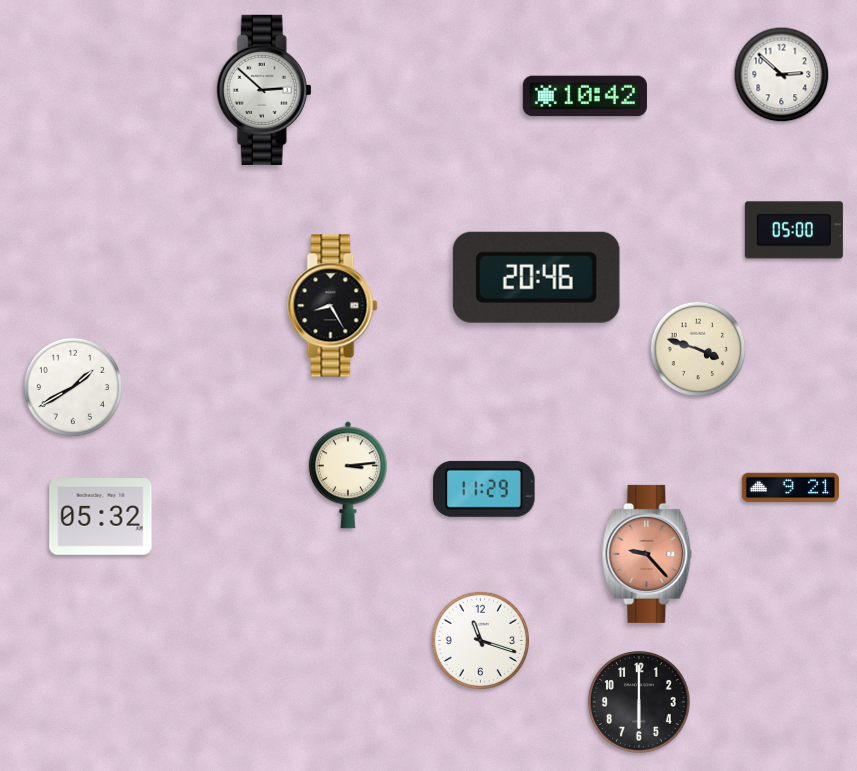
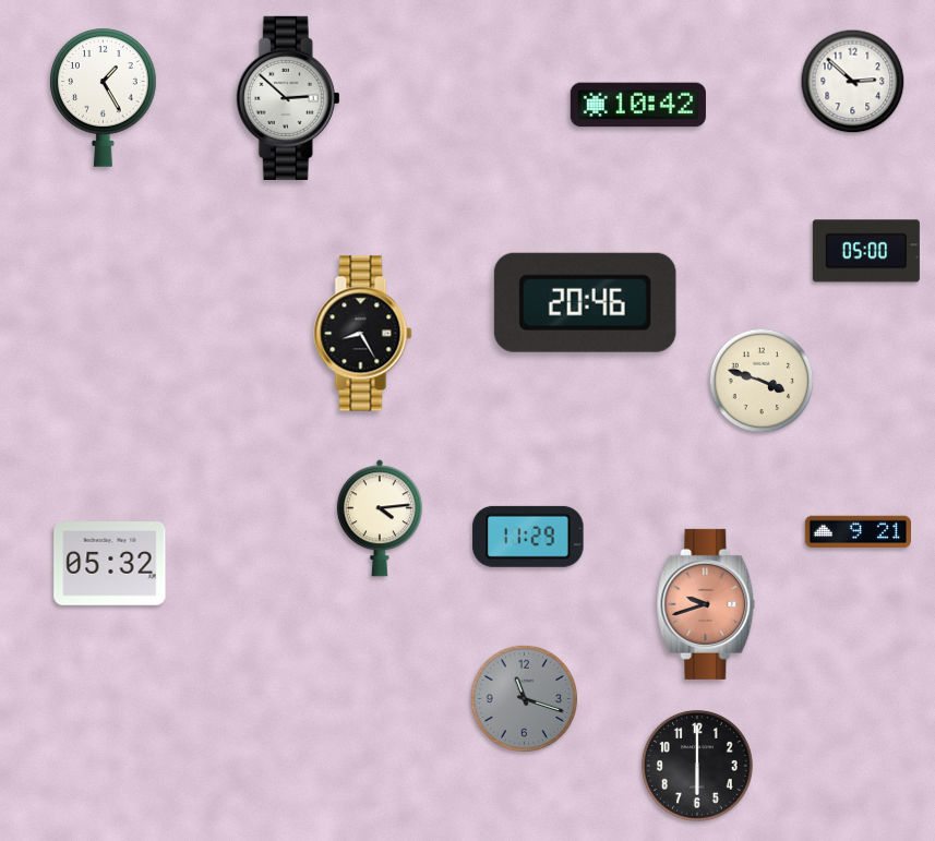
clock at (104, 97): none -> 1:25
clock at (73, 387): 1:40 -> none
clock at (348, 475): 3:14 -> 4:14
clock at (790, 488) position: (790, 488) -> (858, 532)
clock at (484, 489) position: (484, 489) -> (528, 537)
clock at (647, 554): 9:23 -> 9:42
clock at (480, 640) dial: white -> grey
